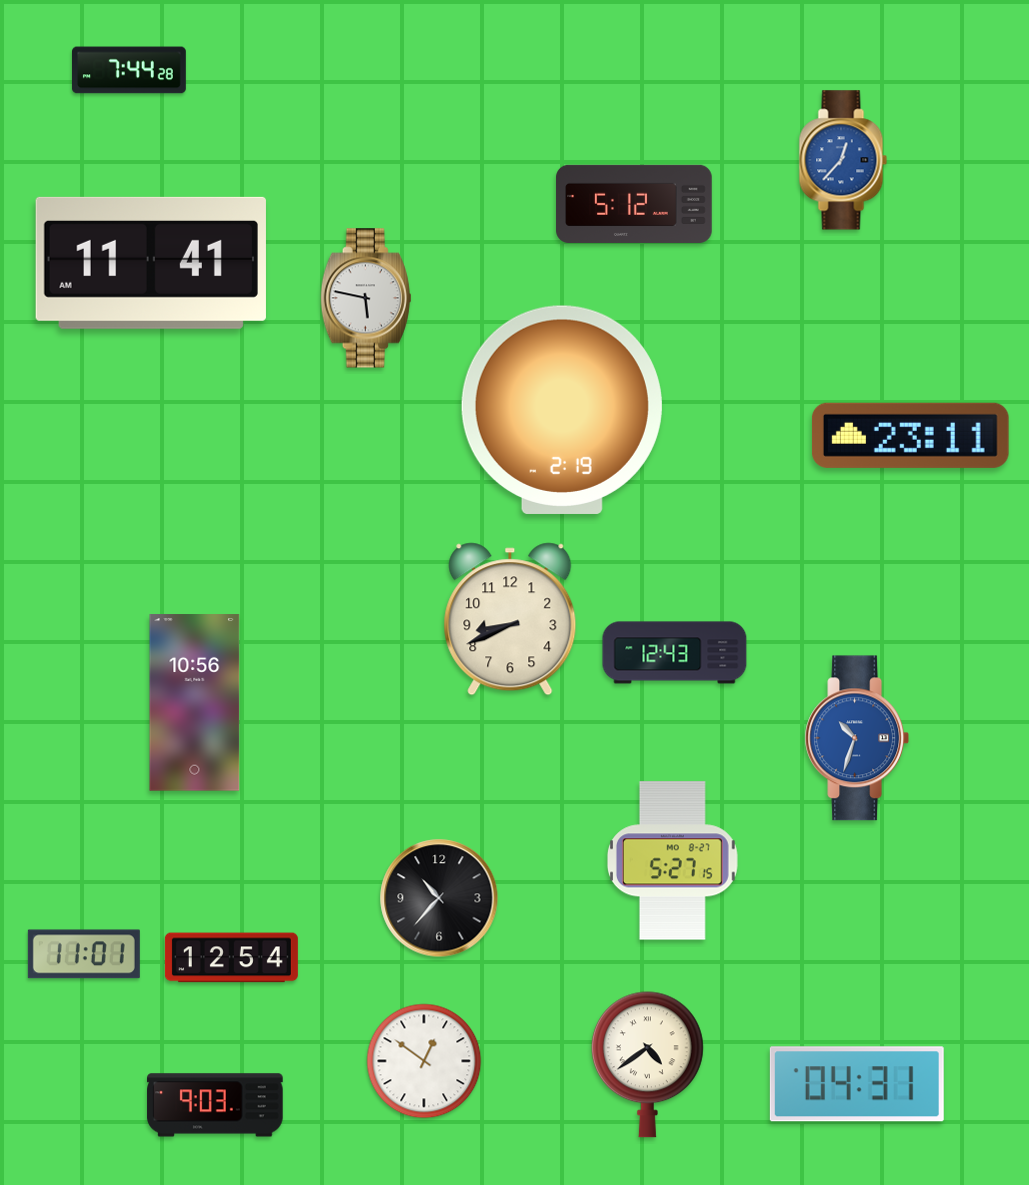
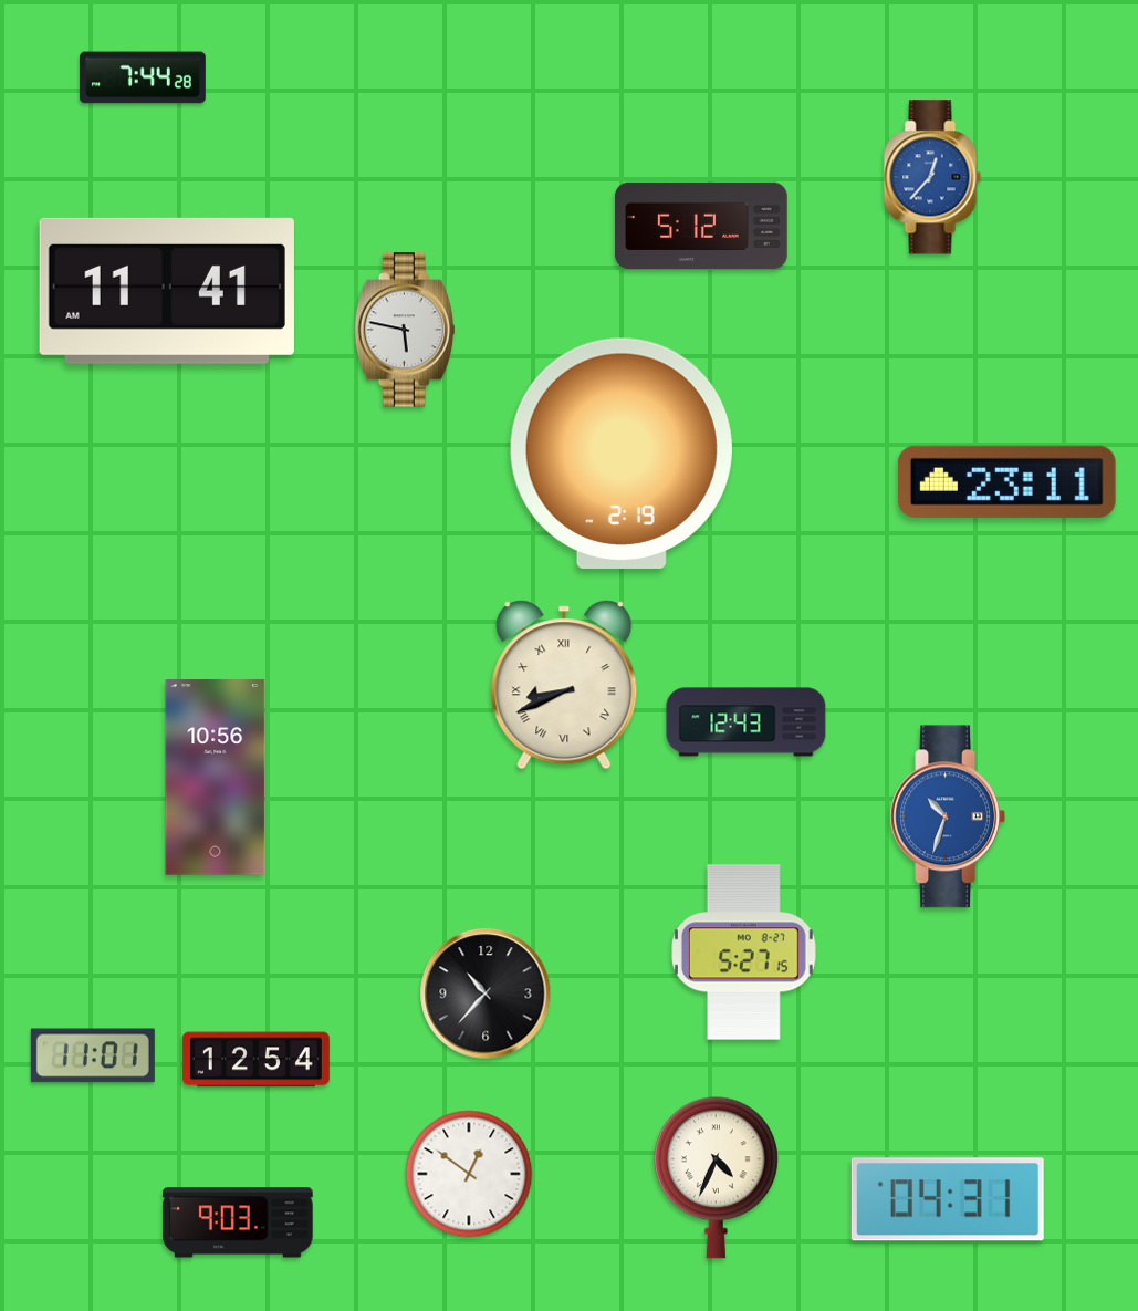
clock at (510, 619) numerals: Arabic -> Roman
clock at (647, 1065): 4:39 -> 4:34
